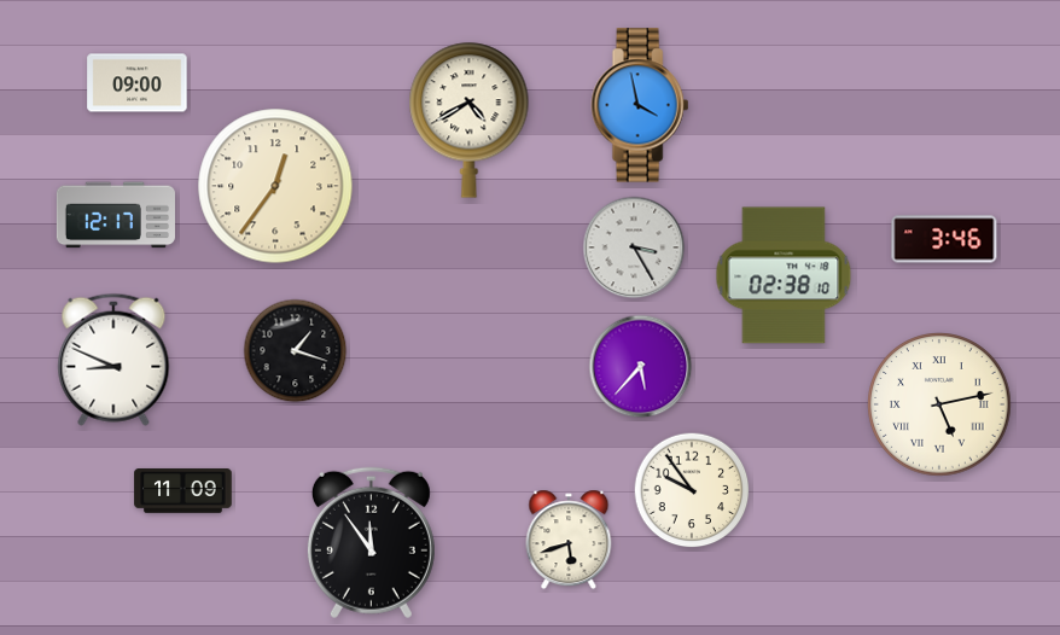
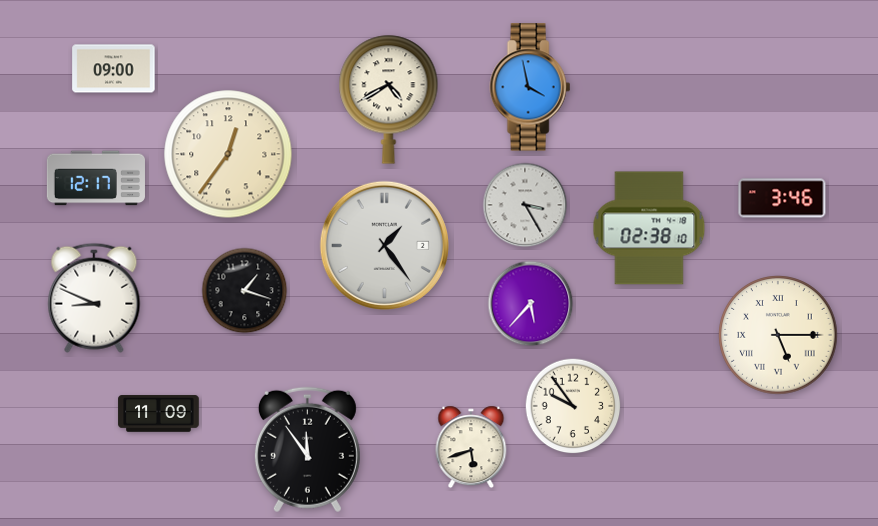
clock at (384, 245): none -> 1:24
clock at (939, 404): 5:13 -> 5:15
clock at (184, 491) position: (184, 491) -> (159, 414)
